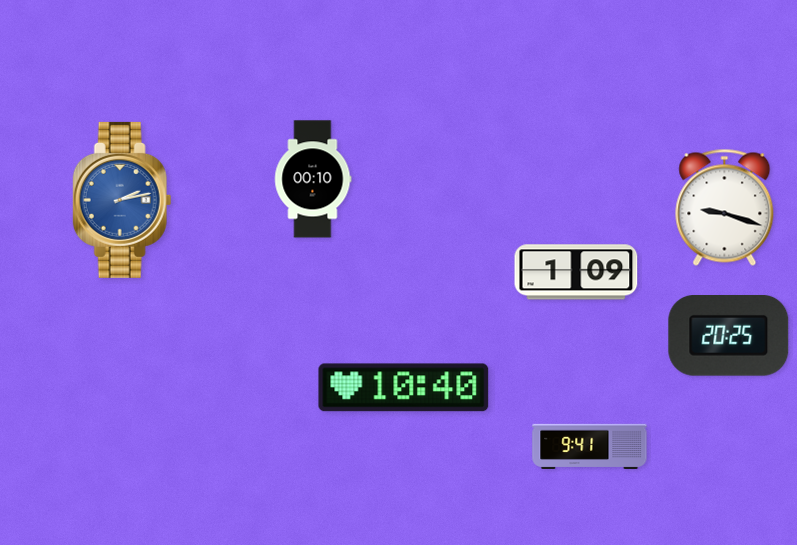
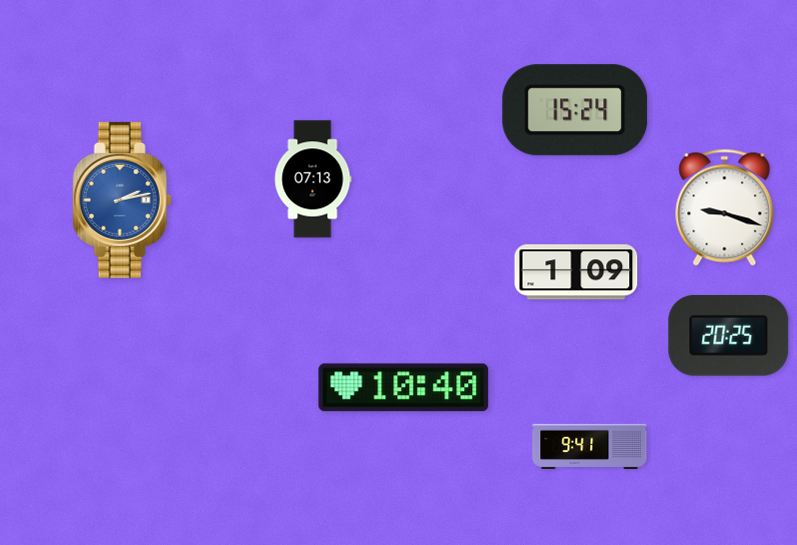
clock at (575, 110): none -> 15:24
clock at (313, 179): 00:10 -> 07:13
